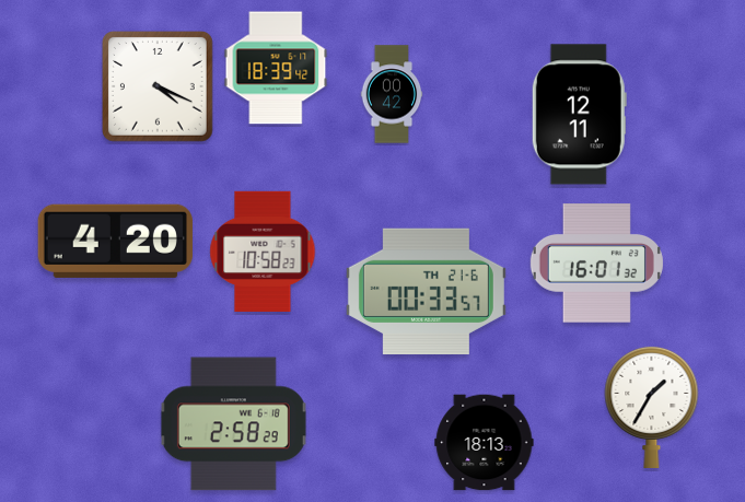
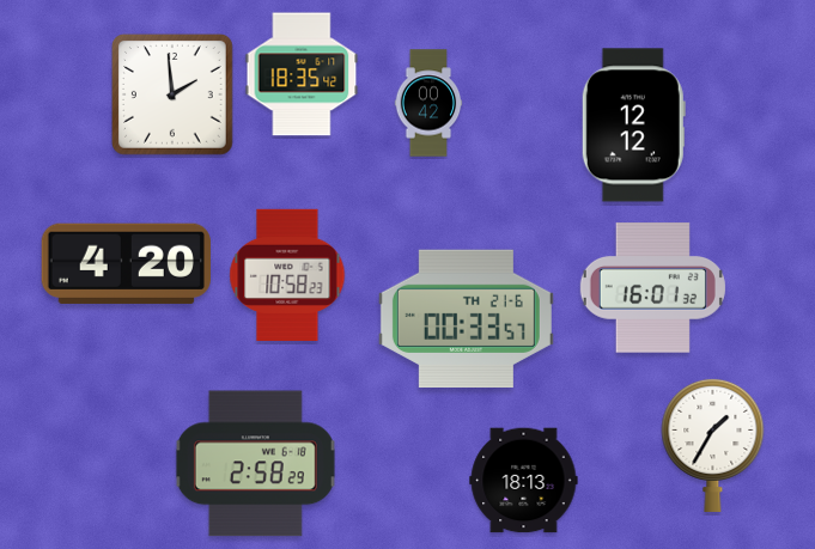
clock at (276, 68): 18:39 -> 18:35
clock at (159, 87): 4:19 -> 1:59
clock at (579, 115): 12:11 -> 12:12
clock at (485, 443) position: (485, 443) -> (524, 481)
